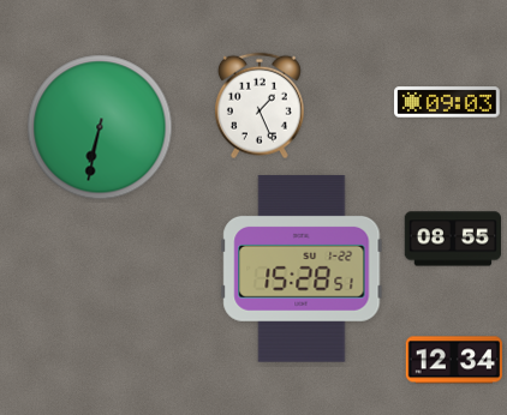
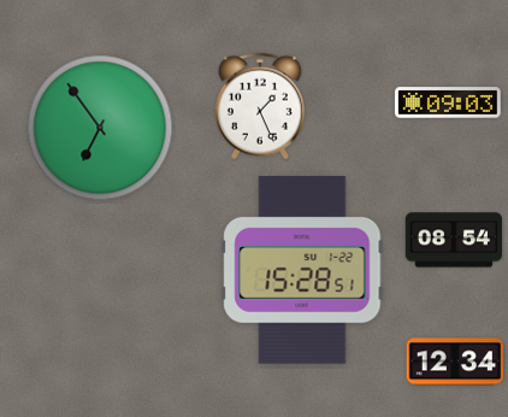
clock at (100, 127): 6:32 -> 6:54
clock at (452, 239): 08:55 -> 08:54
